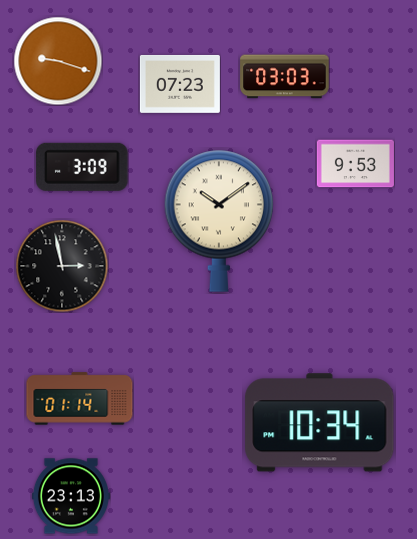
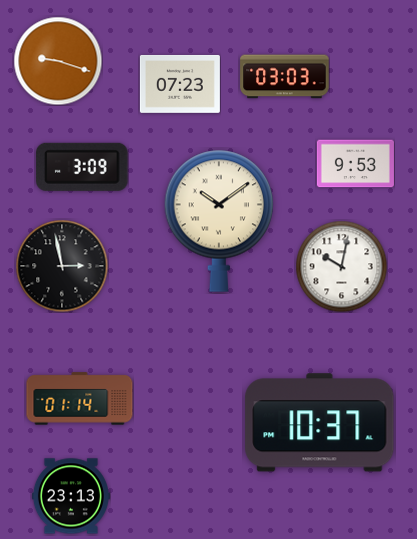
clock at (341, 266): none -> 10:02
clock at (320, 423): 10:34 -> 10:37
